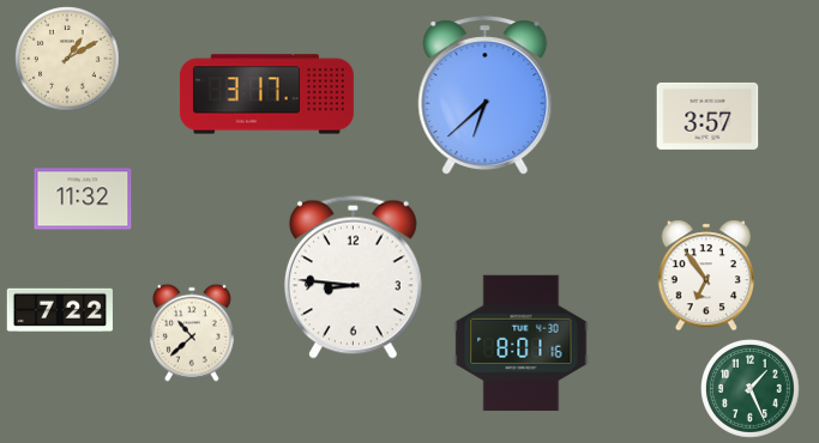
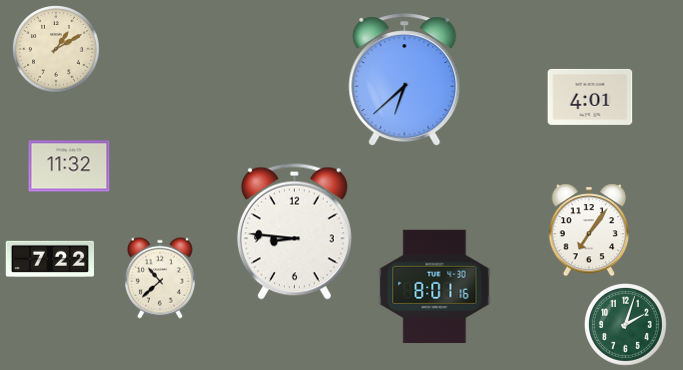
clock at (266, 95): 3:17 -> none
clock at (707, 116): 3:57 -> 4:01
clock at (706, 275): 6:54 -> 7:06
clock at (751, 389): 1:26 -> 2:03
